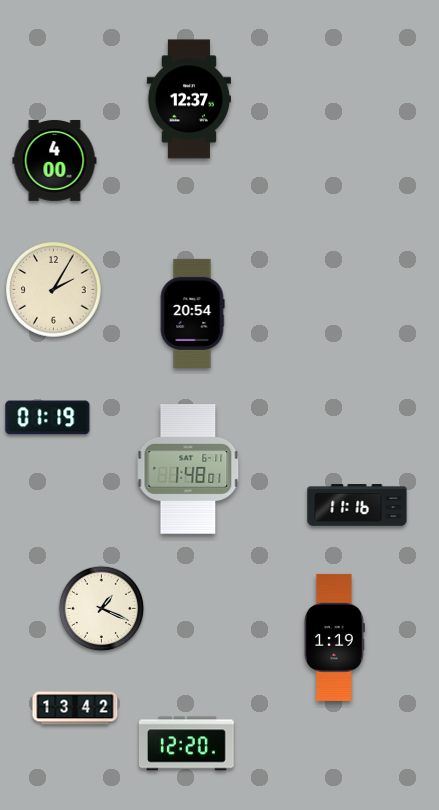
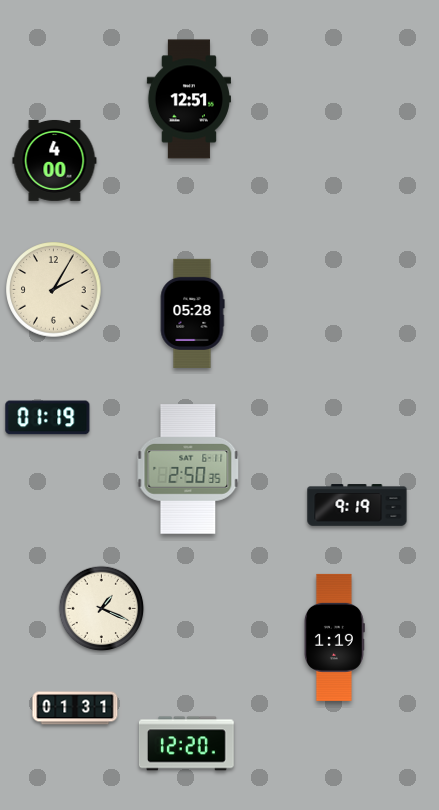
clock at (189, 99): 12:37 -> 12:51
clock at (192, 313): 20:54 -> 05:28
clock at (188, 469): 1:48 -> 2:50
clock at (357, 505): 11:16 -> 9:19
clock at (75, 708): 13:42 -> 01:31
